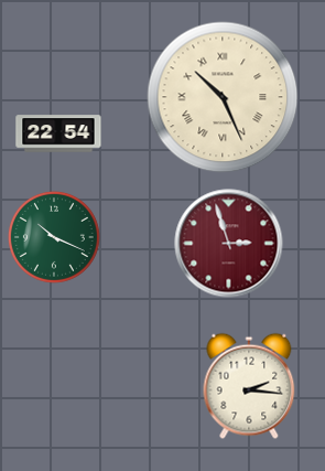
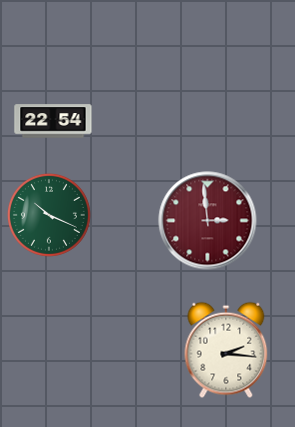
clock at (223, 97): 10:26 -> none
clock at (229, 244): 2:57 -> 2:59
